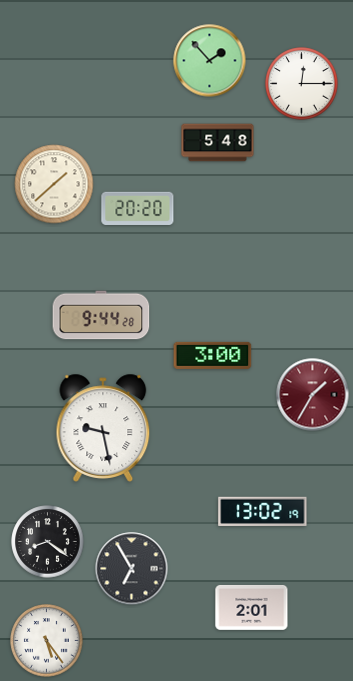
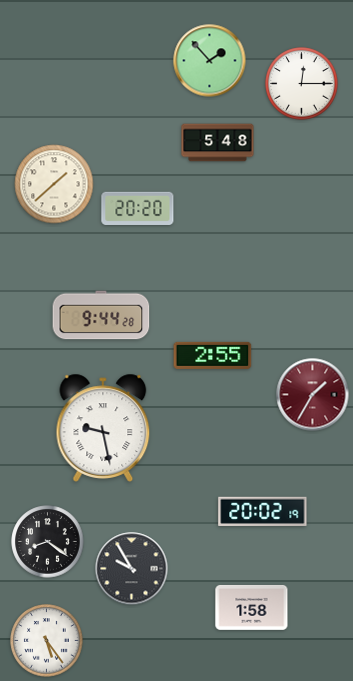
clock at (213, 355): 3:00 -> 2:55
clock at (263, 511): 13:02 -> 20:02
clock at (132, 569): 6:55 -> 9:55
clock at (252, 607): 2:01 -> 1:58
